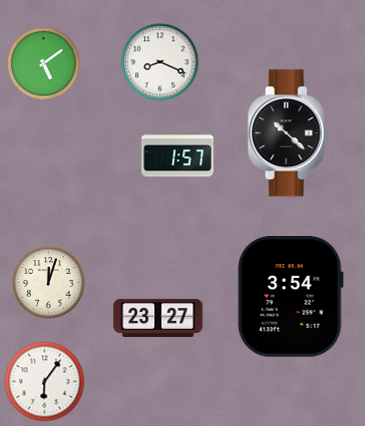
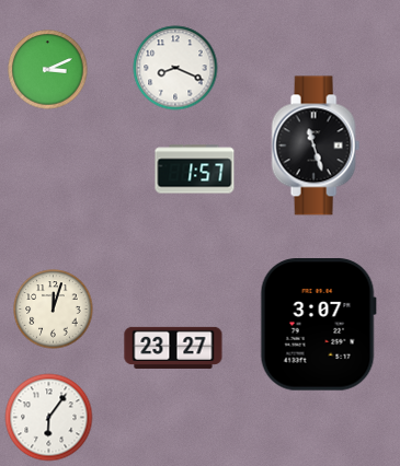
clock at (44, 64): 5:09 -> 3:11
clock at (288, 133): 10:22 -> 11:27
clock at (290, 297): 3:54 -> 3:07
